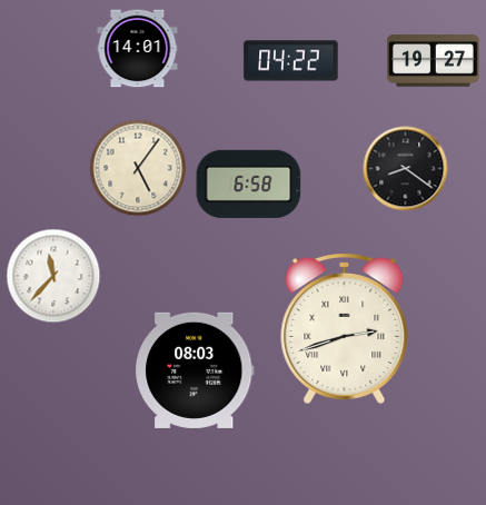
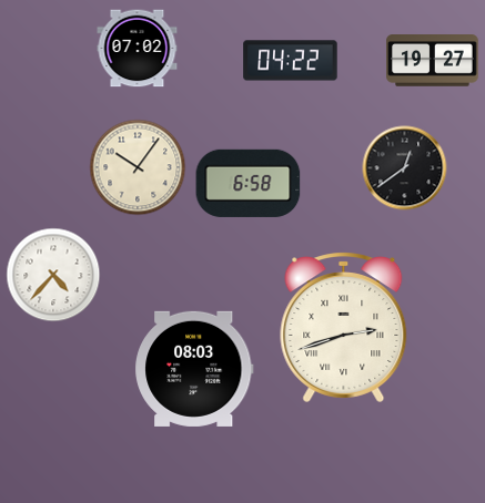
clock at (138, 49): 14:01 -> 07:02
clock at (138, 168): 5:06 -> 10:06
clock at (406, 169): 8:21 -> 12:39
clock at (53, 276): 11:37 -> 4:37
